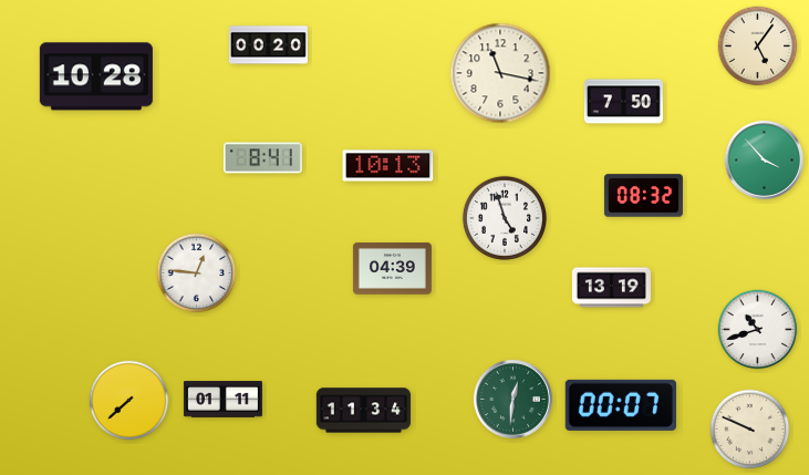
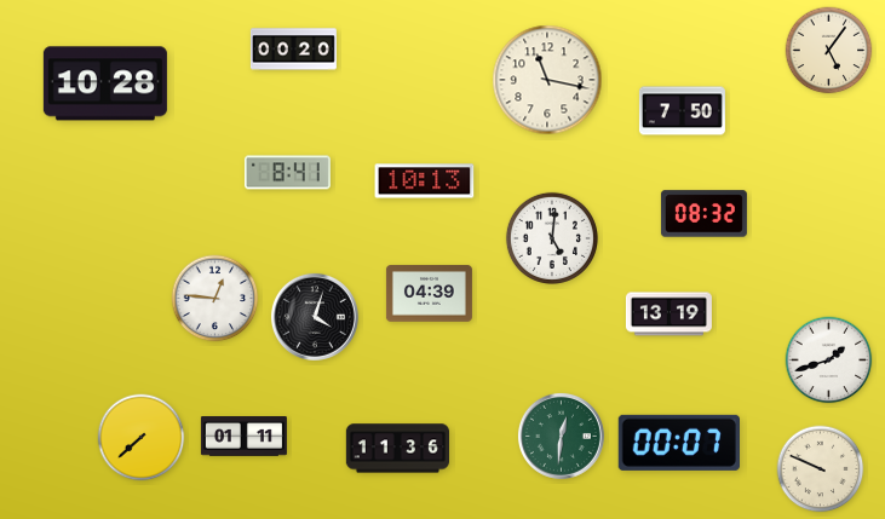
clock at (764, 159): 3:53 -> none
clock at (505, 218): 4:57 -> 5:01
clock at (315, 317): none -> 4:03
clock at (758, 330): 10:42 -> 1:42
clock at (363, 411): 11:34 -> 11:36
